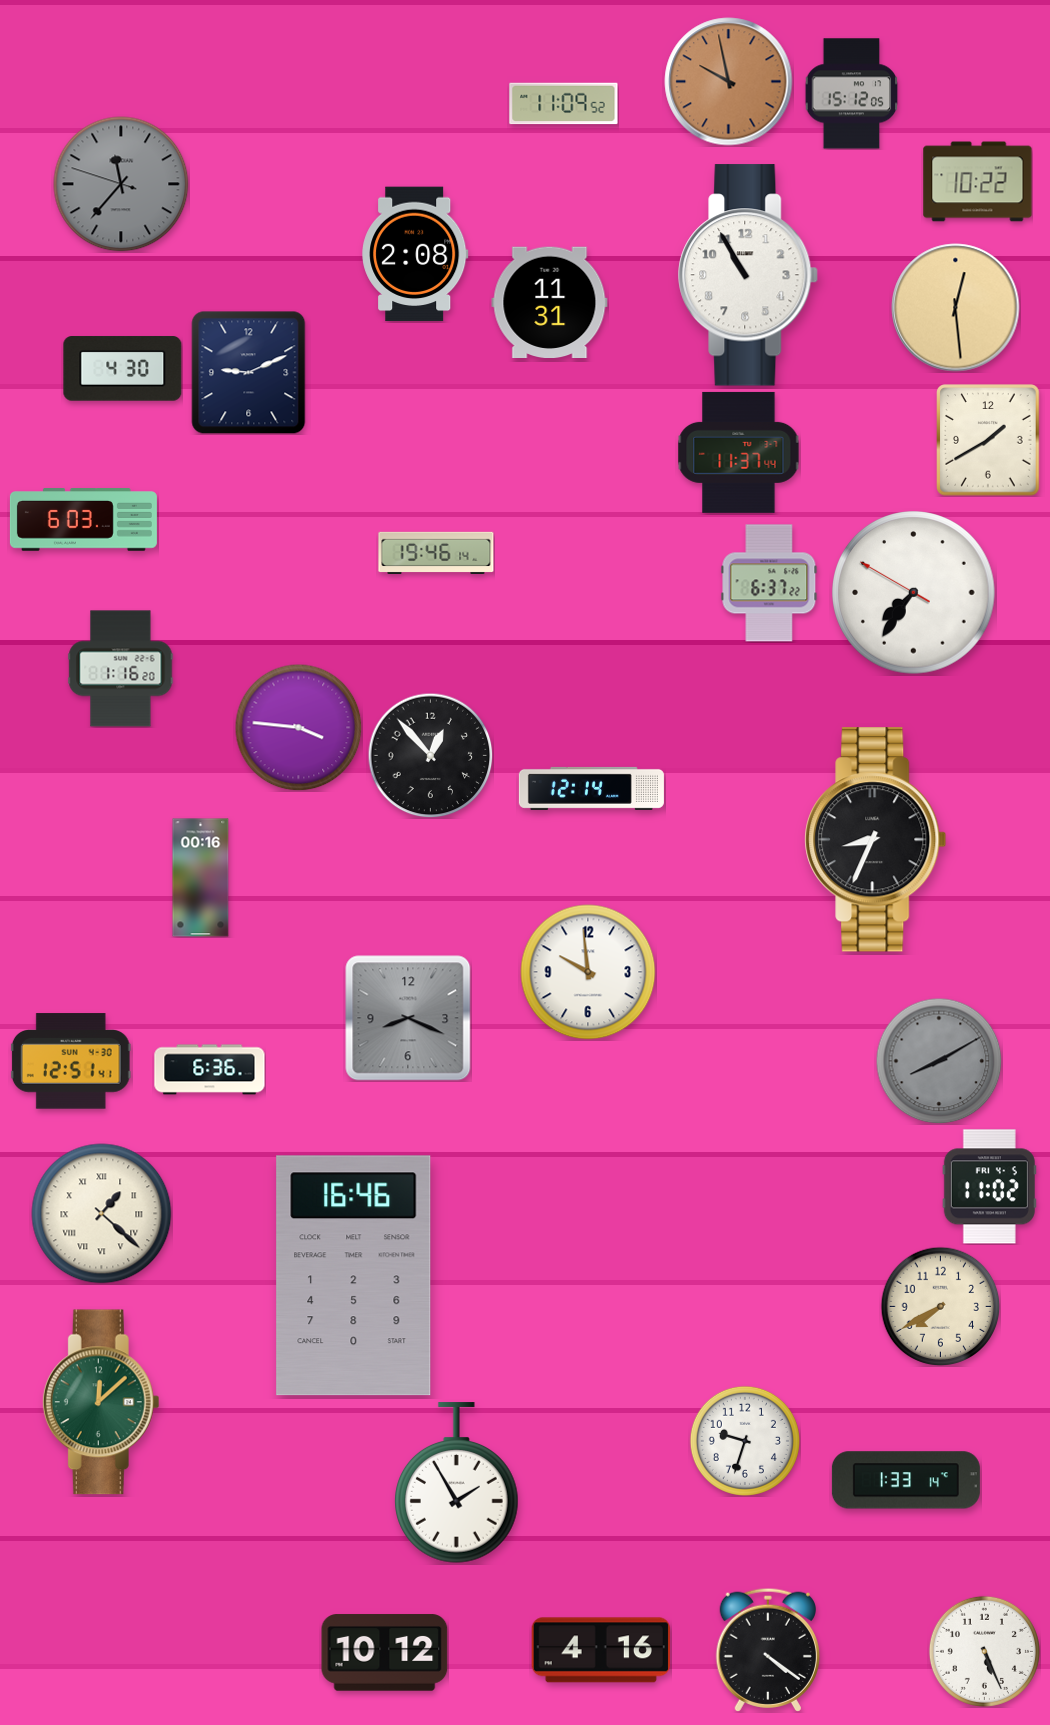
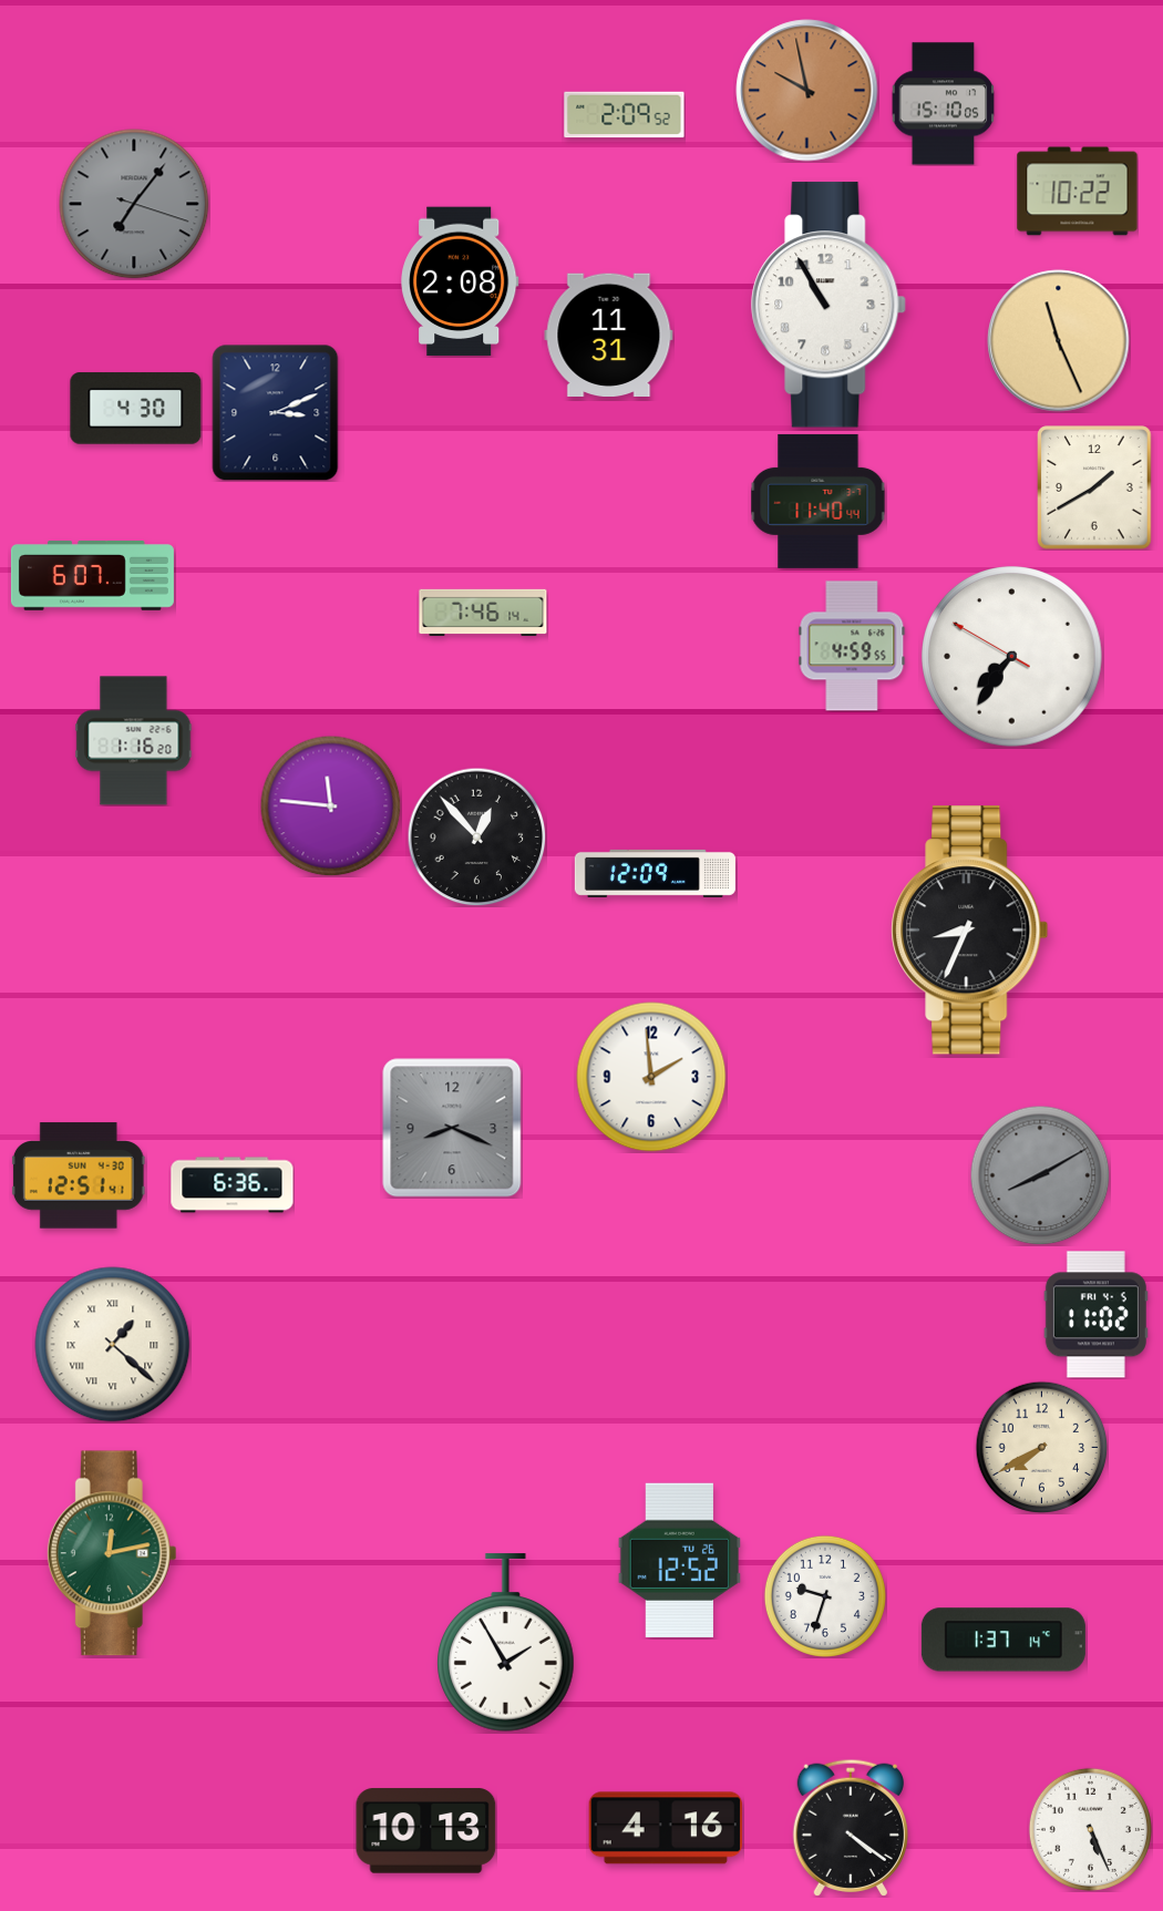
clock at (852, 94): 15:12 -> 15:10
clock at (564, 104): 11:09 -> 2:09
clock at (978, 182) position: (978, 182) -> (1078, 192)
clock at (121, 184): 11:36 -> 7:06
clock at (956, 308): 12:29 -> 11:26
clock at (249, 373): 9:11 -> 3:11
clock at (739, 452): 11:37 -> 11:40
clock at (83, 520): 6:03 -> 6:07
clock at (436, 552): 19:46 -> 7:46
clock at (769, 583): 6:37 -> 4:59
clock at (298, 727): 3:46 -> 11:46
clock at (591, 788): 12:14 -> 12:09
clock at (201, 878): 00:16 -> none
clock at (588, 972): 9:59 -> 1:59
clock at (354, 1276): 16:46 -> none
clock at (101, 1402): 12:08 -> 12:13
clock at (679, 1560): none -> 12:52
clock at (906, 1480): 1:33 -> 1:37
clock at (385, 1653): 10:12 -> 10:13
